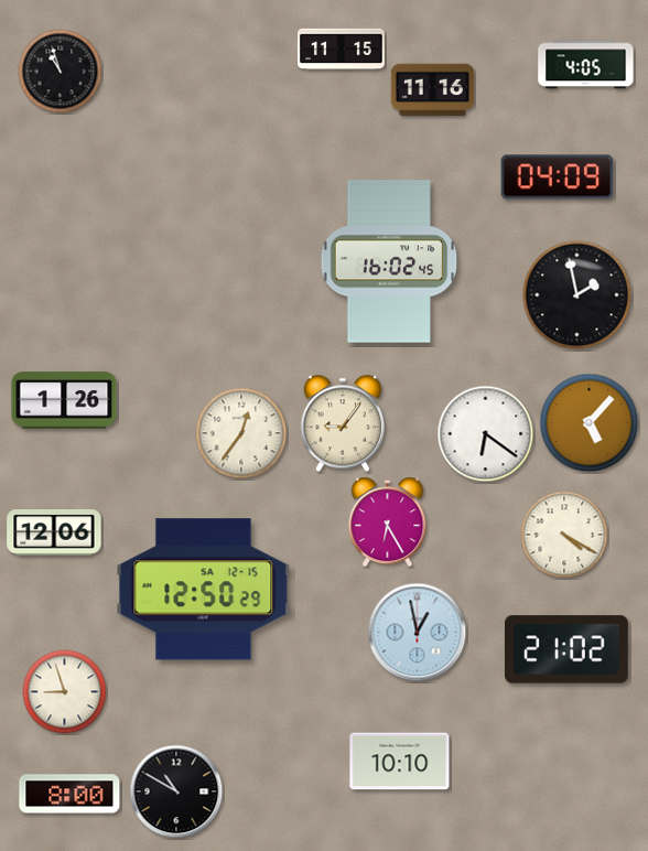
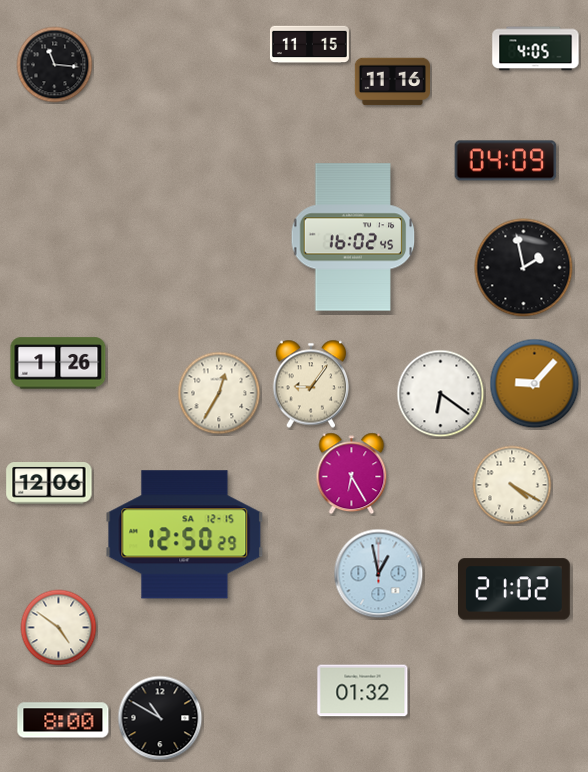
clock at (586, 65) position: (586, 65) -> (536, 49)
clock at (61, 72): 10:57 -> 11:16
clock at (590, 423): 5:07 -> 9:07
clock at (241, 433): 12:36 -> 12:35
clock at (65, 692): 8:57 -> 4:51
clock at (400, 762): 10:10 -> 01:32
